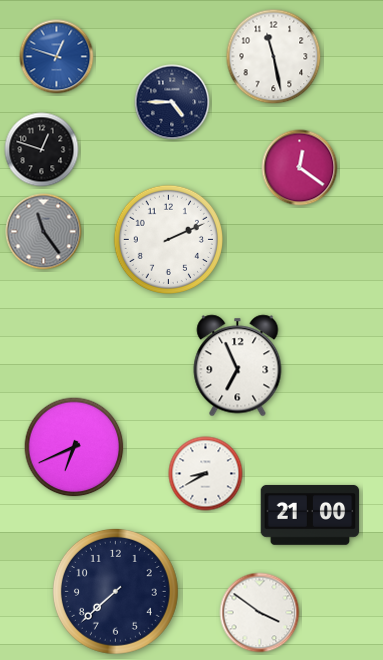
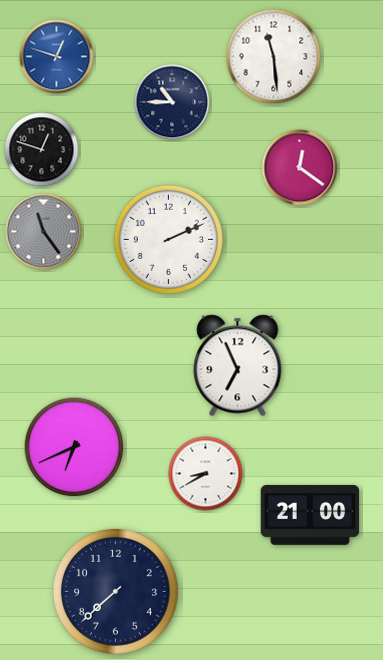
clock at (274, 57): 11:28 -> 11:29
clock at (172, 102): 4:45 -> 10:45
clock at (260, 613): 3:51 -> none
